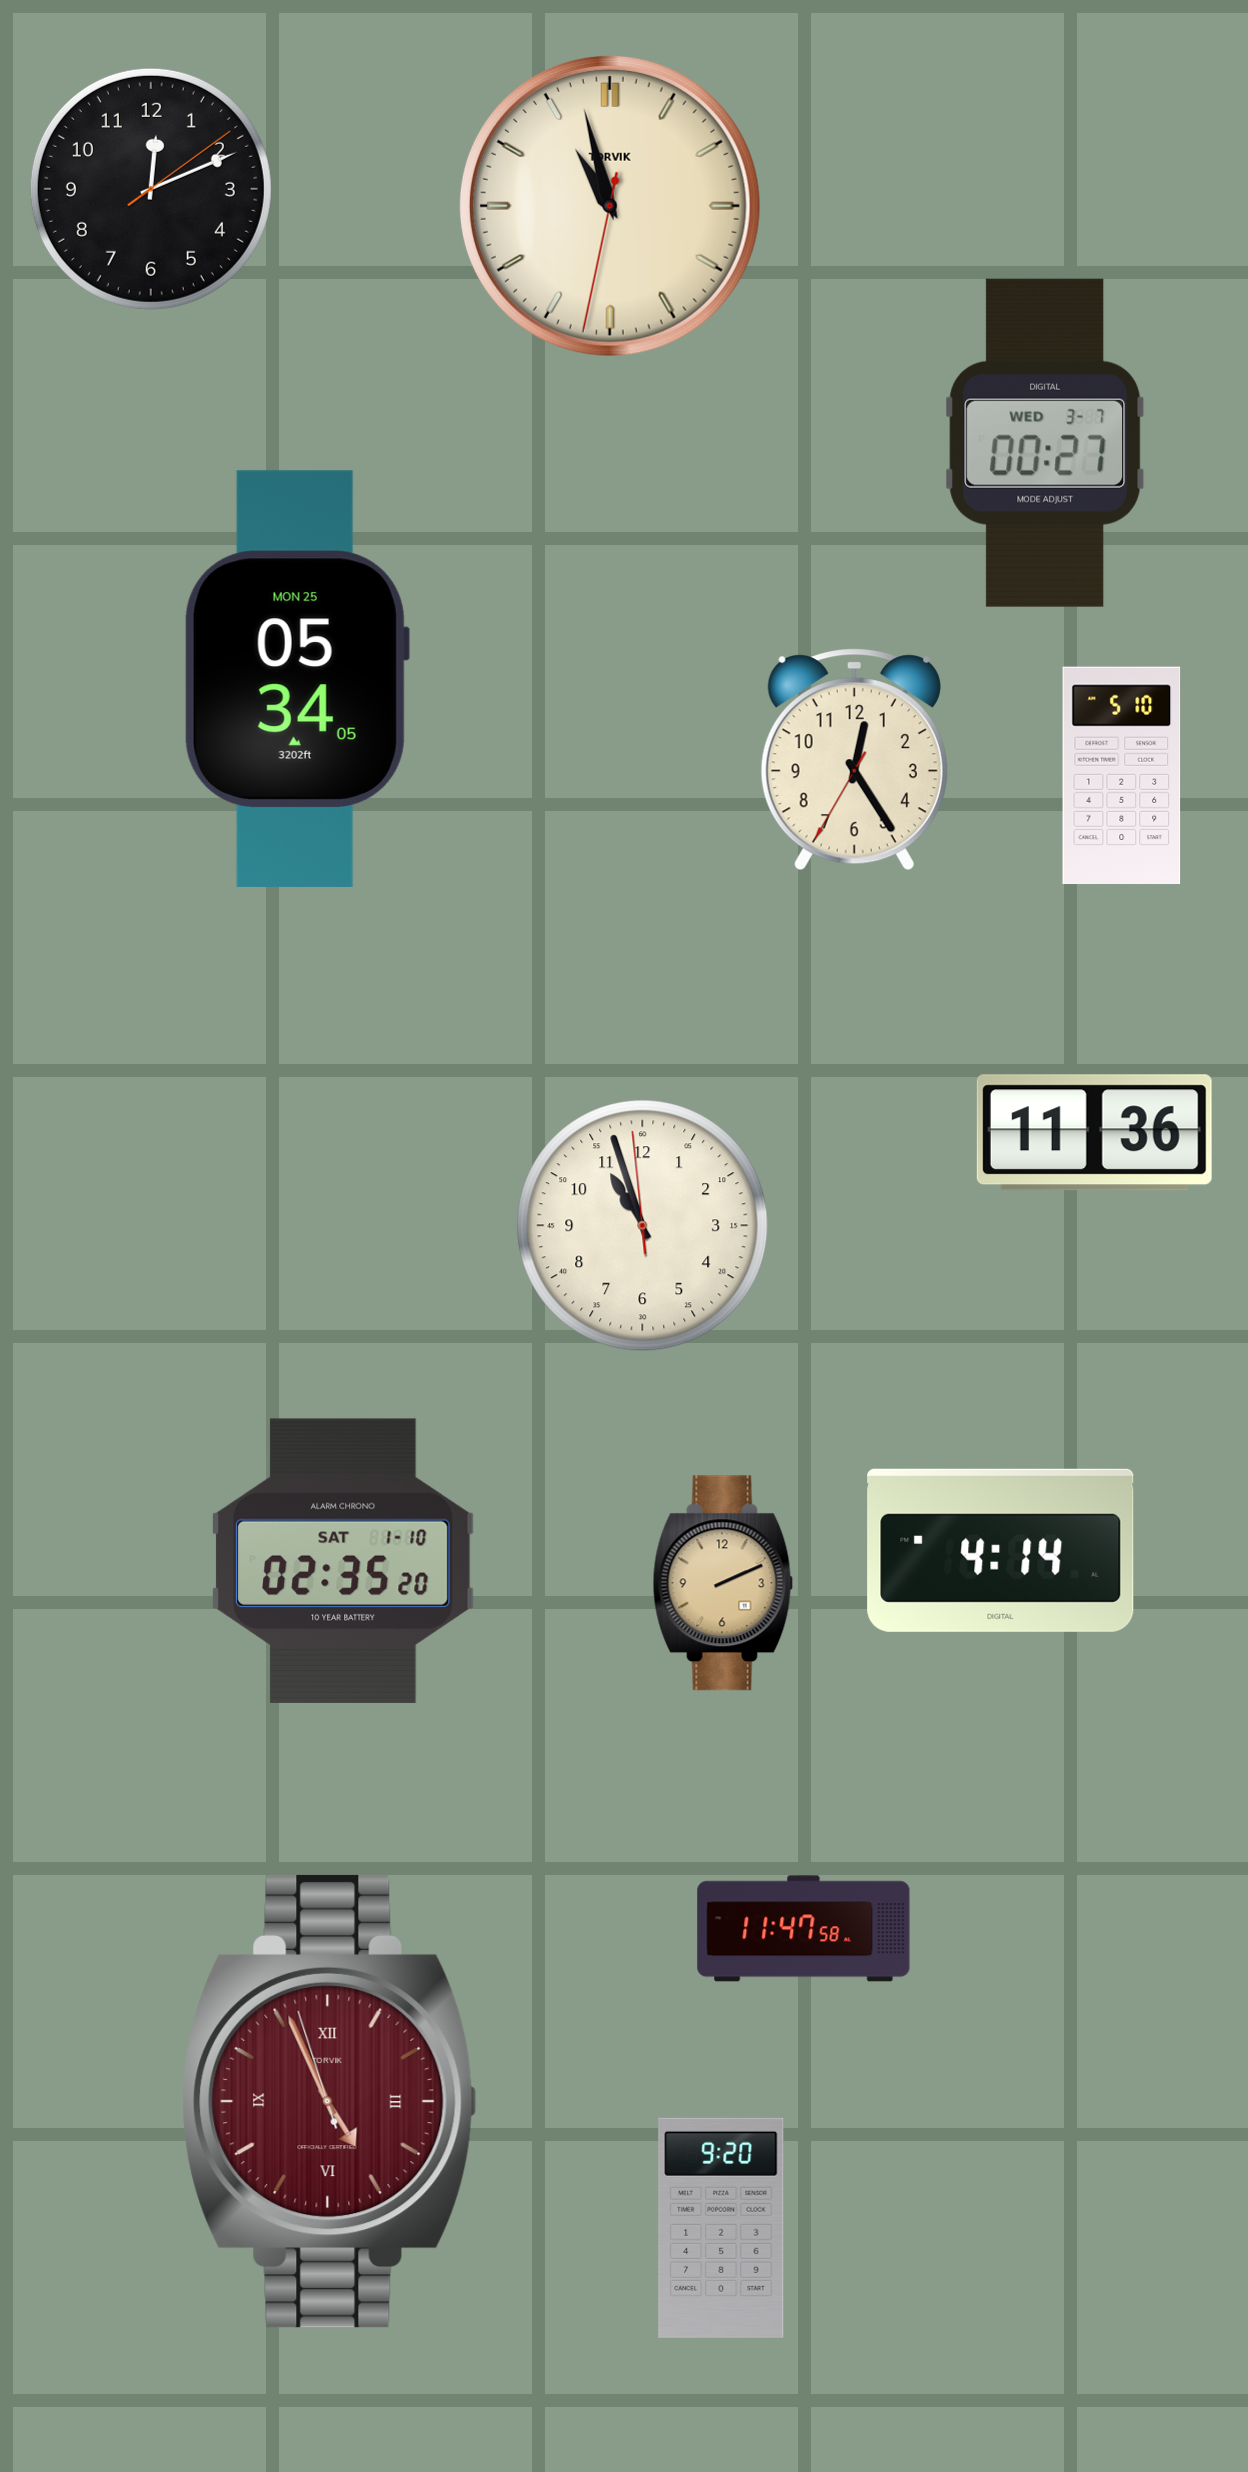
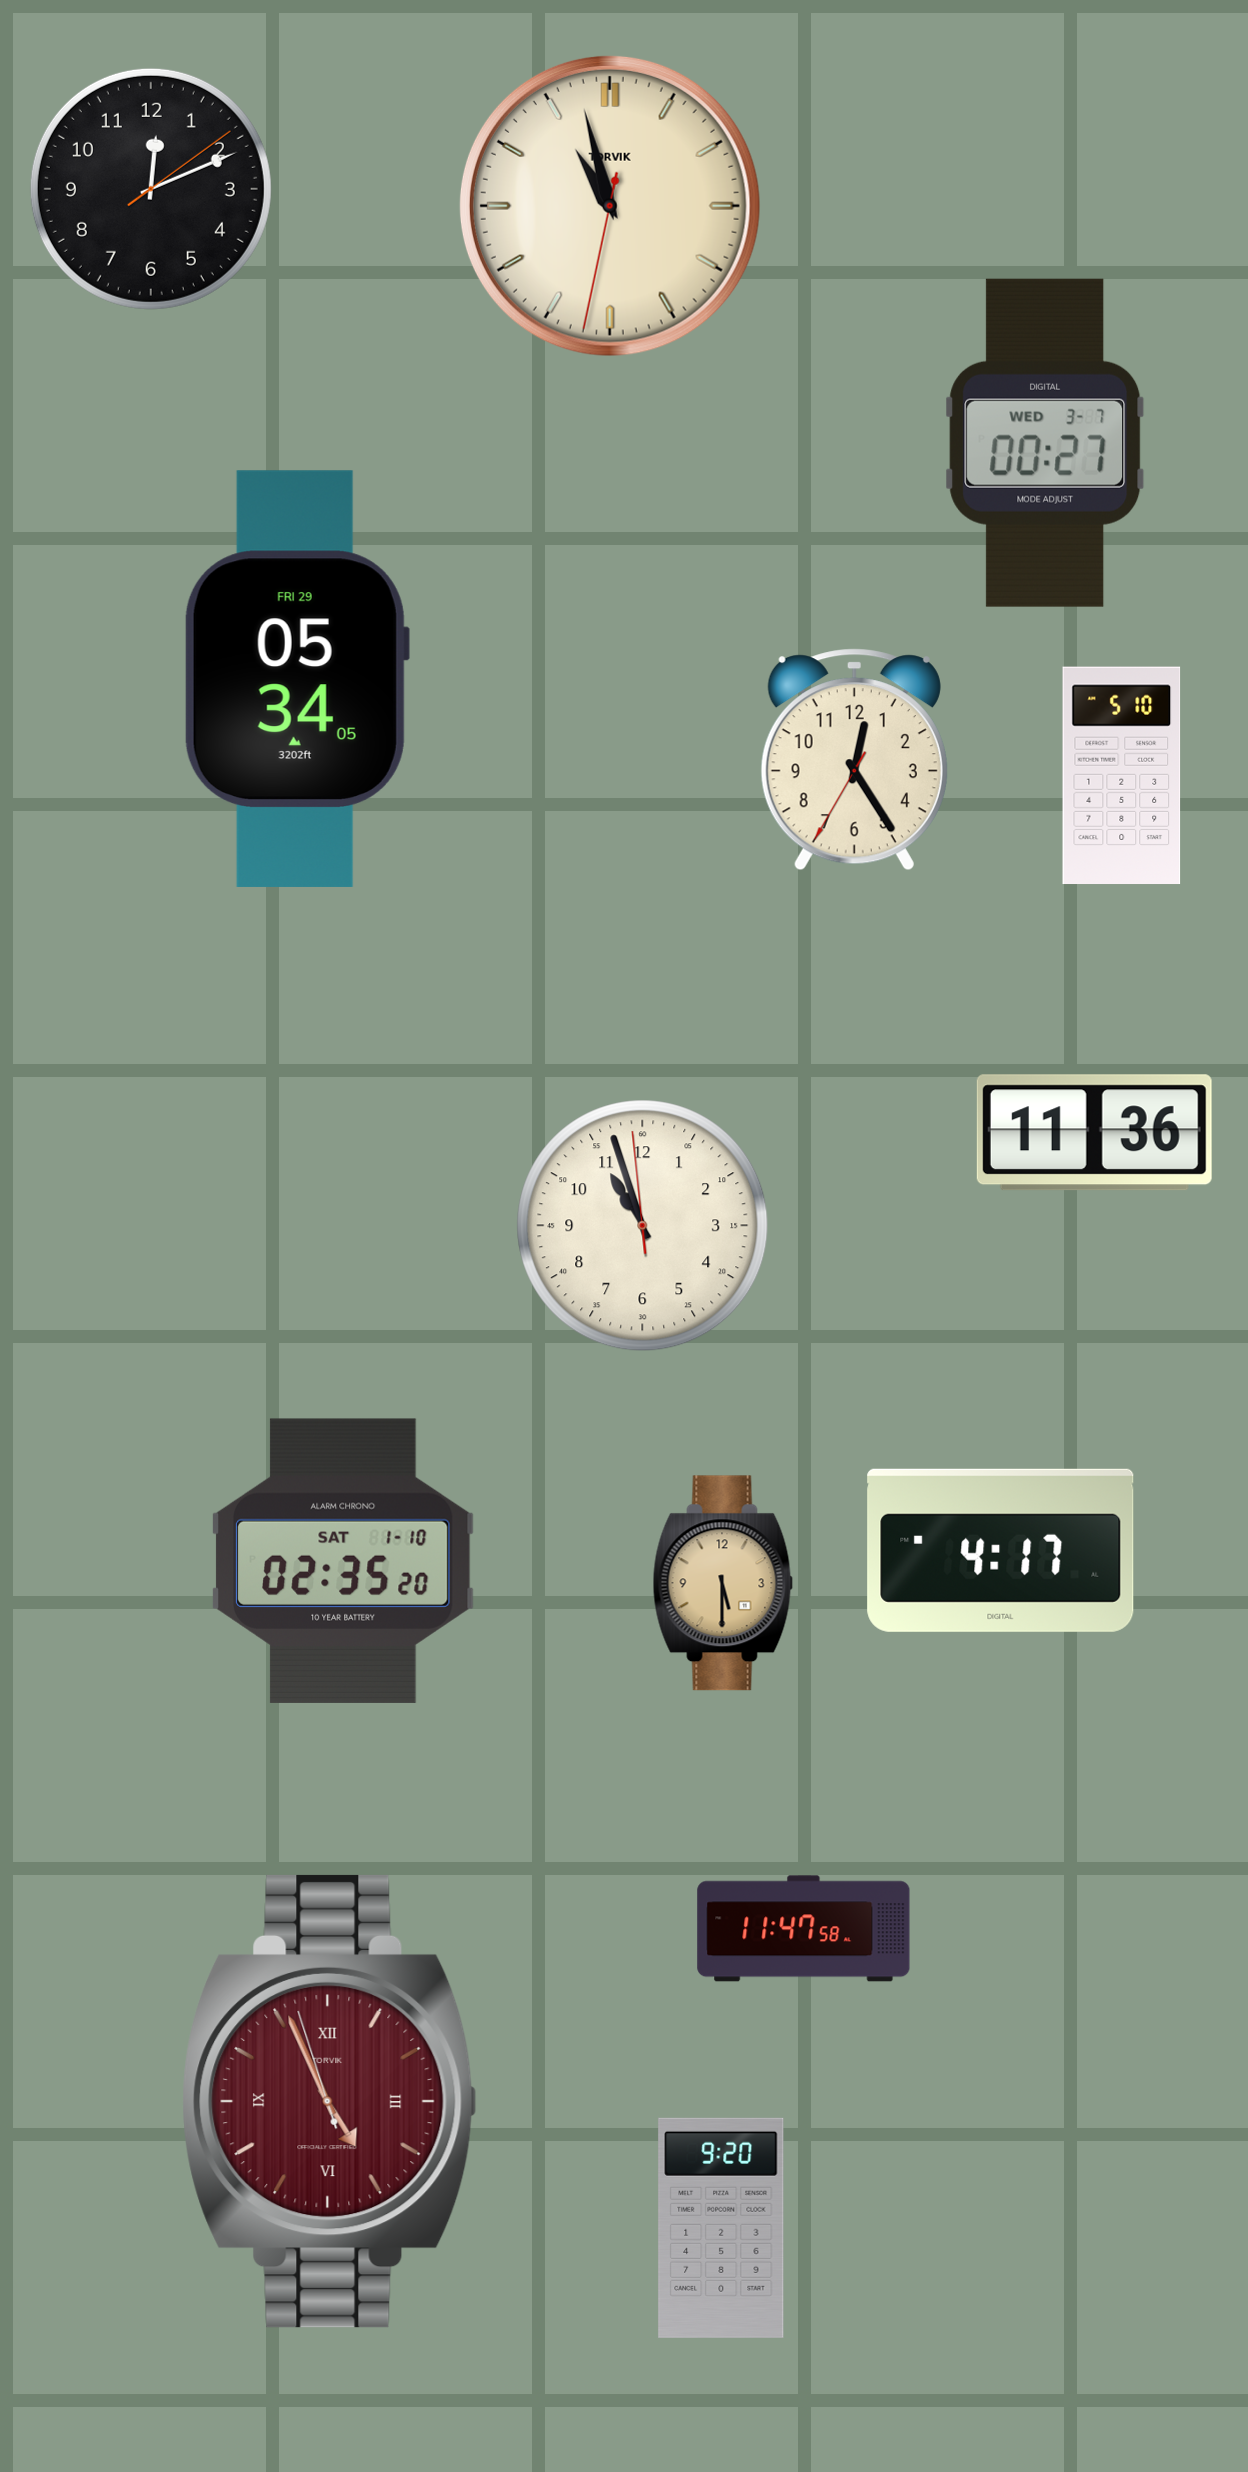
clock at (296, 679) date: MON 25 -> FRI 29
clock at (1001, 1550): 4:14 -> 4:17
clock at (723, 1583): 2:11 -> 5:30
